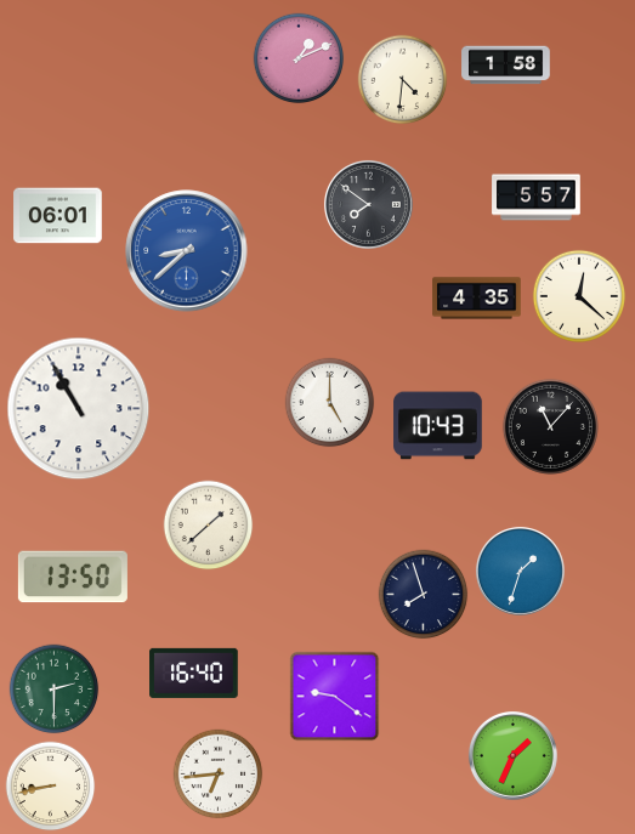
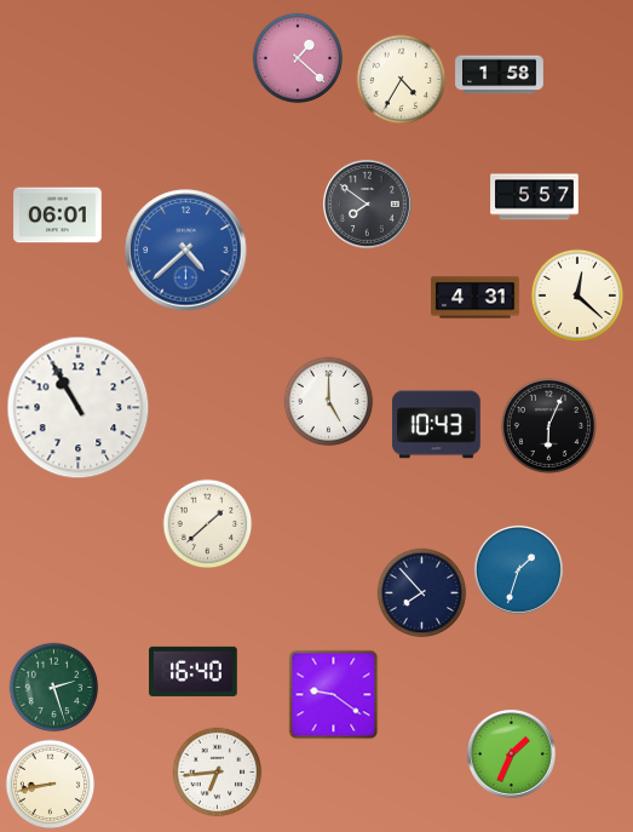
clock at (299, 58): 1:11 -> 1:22
clock at (506, 66) position: (506, 66) -> (500, 75)
clock at (403, 80): 4:31 -> 4:35
clock at (187, 251): 8:38 -> 4:38
clock at (477, 299): 4:35 -> 4:31
clock at (550, 426): 11:07 -> 6:04
clock at (73, 577): 13:50 -> none
clock at (424, 595): 7:57 -> 7:53
clock at (55, 690): 2:30 -> 2:27
